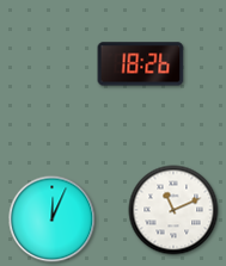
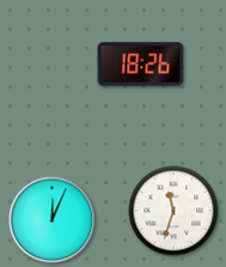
clock at (173, 210): 11:11 -> 11:33
